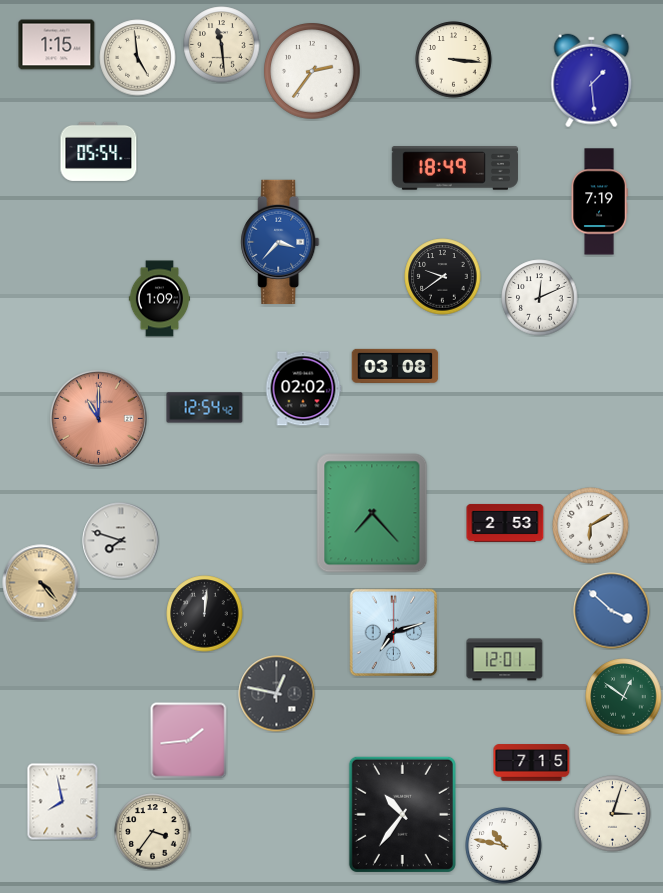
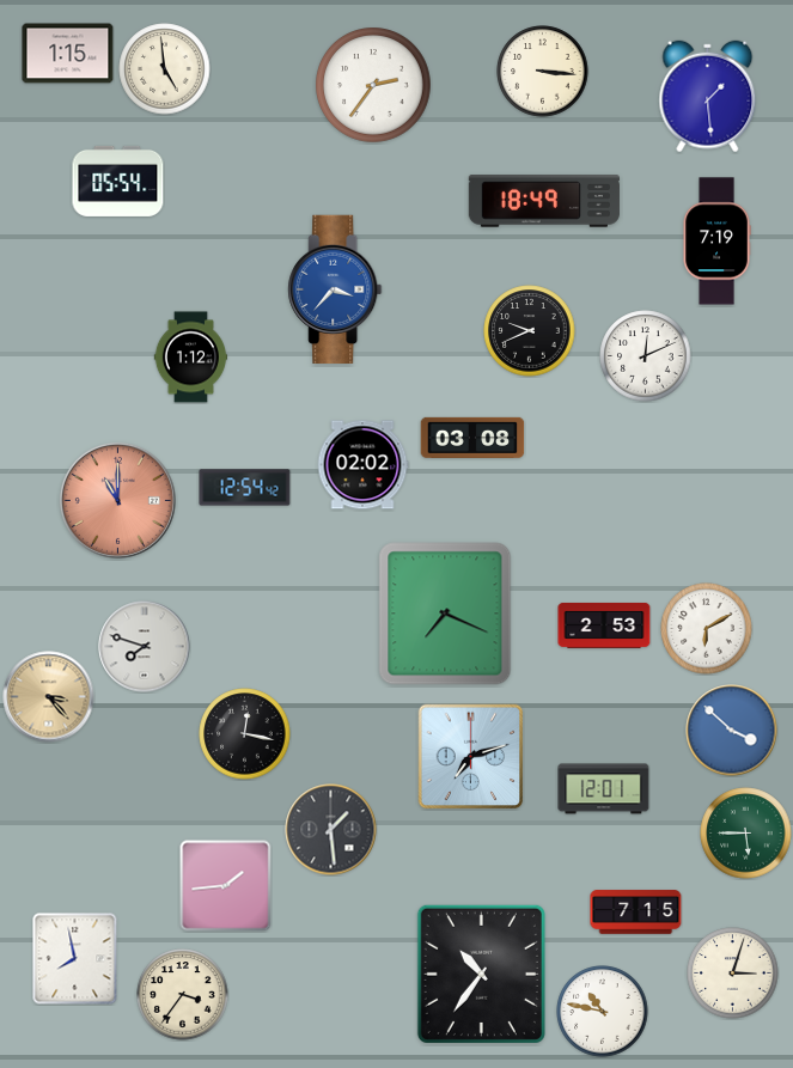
clock at (222, 45): 11:29 -> none
clock at (443, 277): 9:39 -> 9:41
clock at (159, 299): 1:09 -> 1:12
clock at (372, 513): 7:23 -> 7:19
clock at (41, 583): 4:23 -> 3:23
clock at (205, 614): 12:01 -> 12:17
clock at (277, 694): 12:47 -> 1:29
clock at (624, 697): 12:51 -> 5:45
